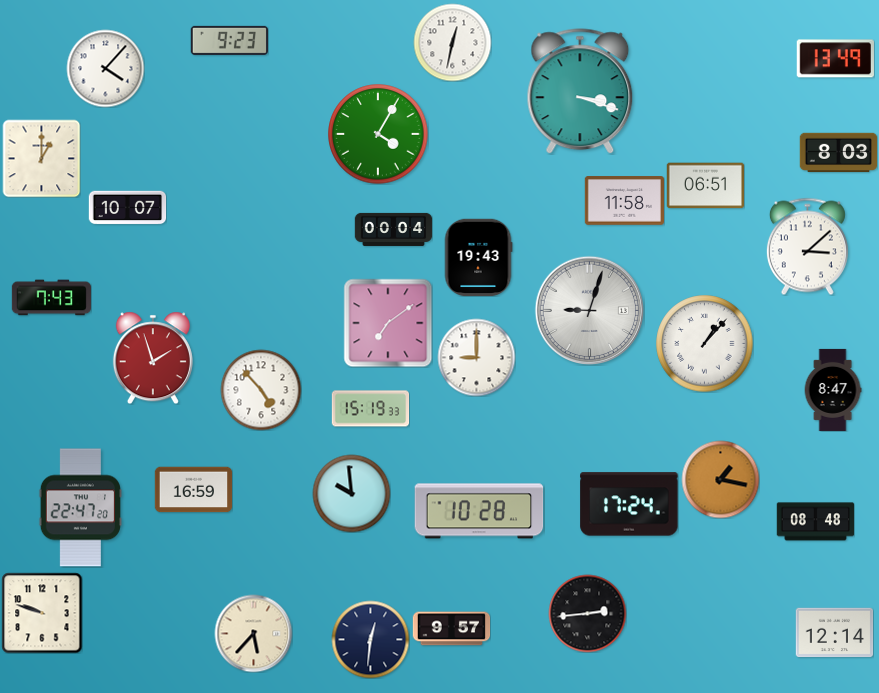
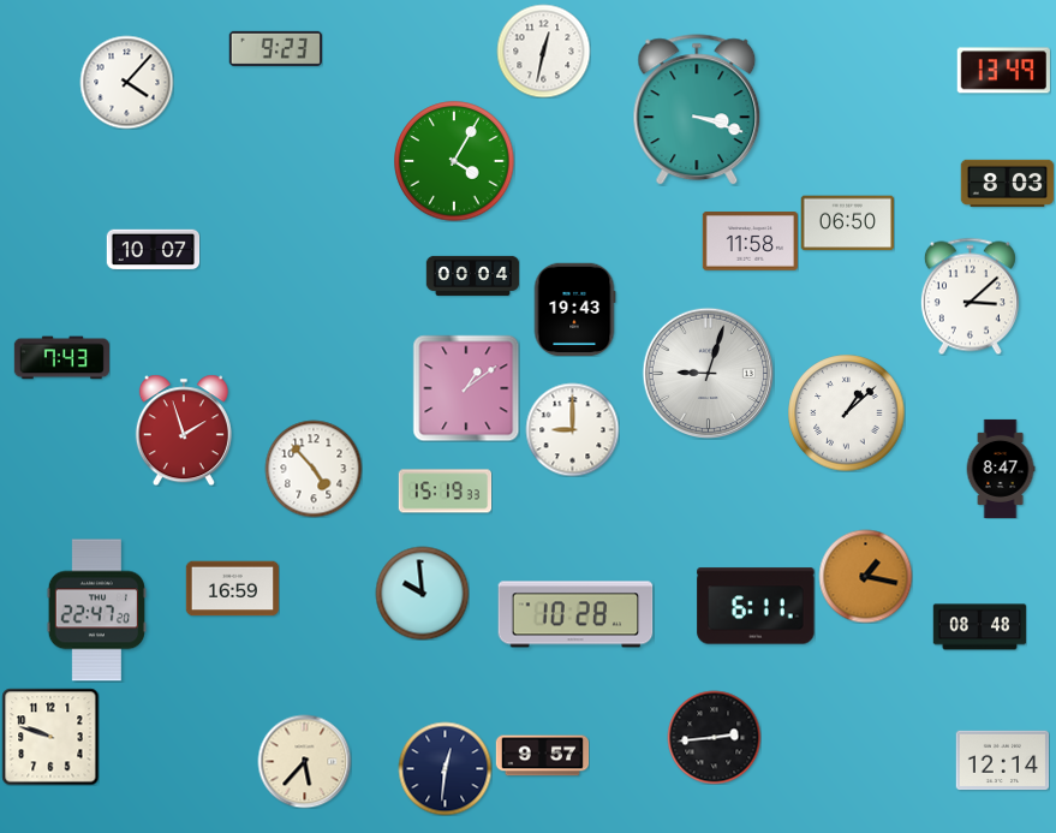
clock at (41, 158): 1:00 -> none
clock at (705, 186): 06:51 -> 06:50
clock at (388, 323): 7:09 -> 1:09
clock at (705, 344): 1:07 -> 1:08
clock at (629, 504): 17:24 -> 6:11
clock at (587, 613) position: (587, 613) -> (714, 737)
